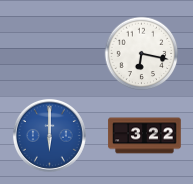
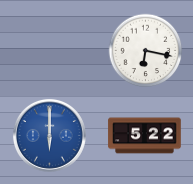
clock at (142, 54) position: (142, 54) -> (146, 51)
clock at (145, 136): 3:22 -> 5:22
